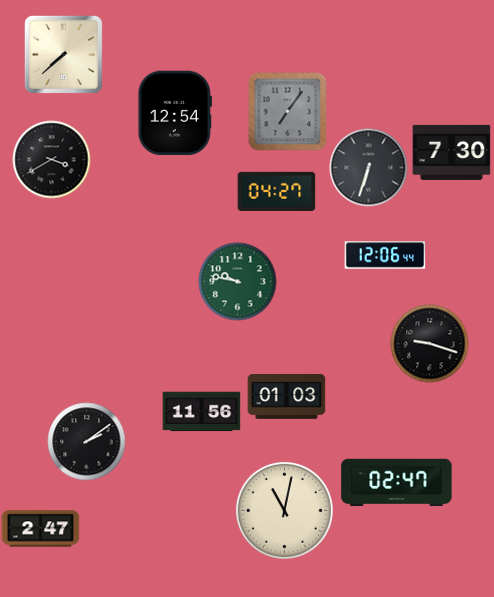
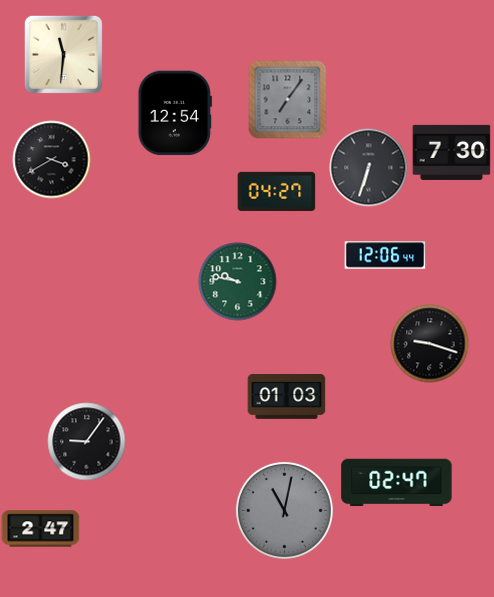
clock at (63, 54): 7:38 -> 11:31
clock at (287, 111) position: (287, 111) -> (287, 99)
clock at (201, 412): 11:56 -> none
clock at (86, 441): 2:09 -> 9:06
clock at (284, 510) dial: cream -> grey
